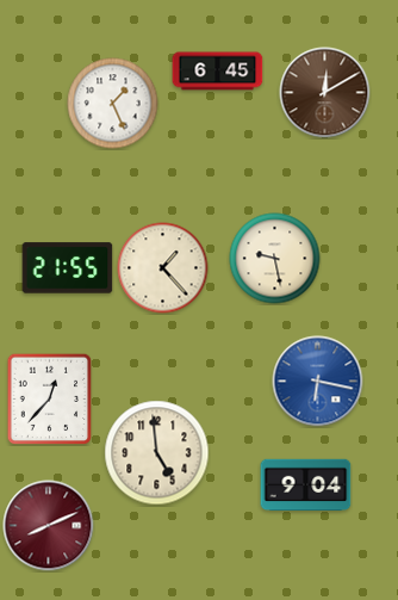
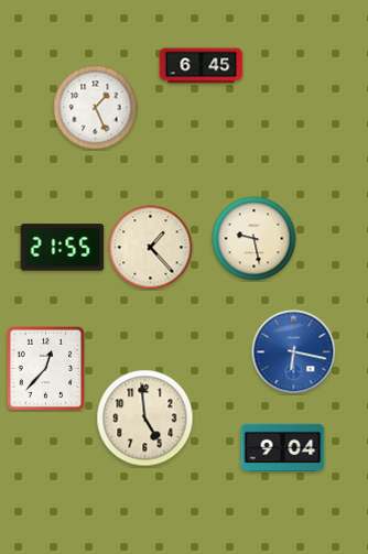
clock at (325, 93): 12:10 -> none
clock at (113, 104) position: (113, 104) -> (96, 108)
clock at (49, 526): 8:11 -> none
